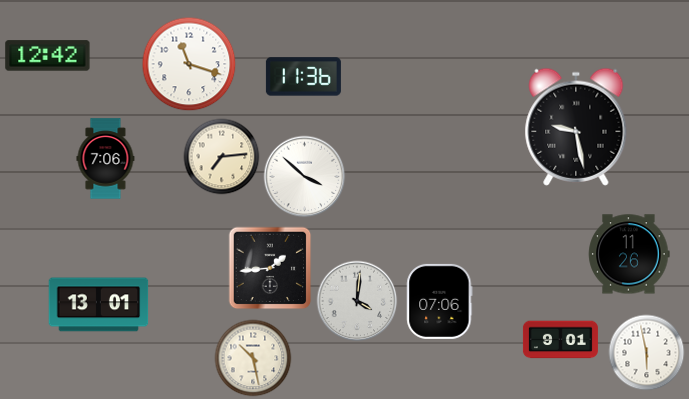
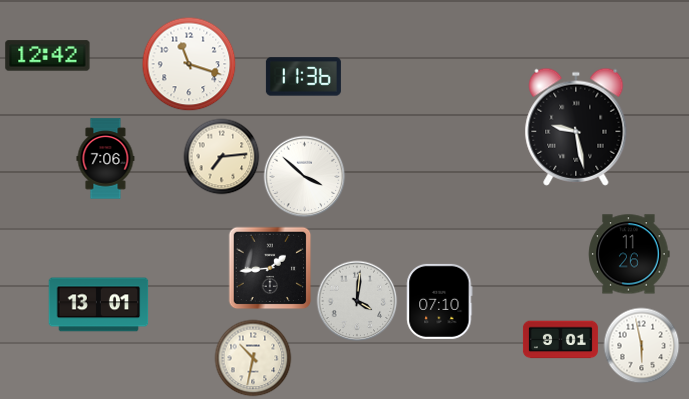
clock at (440, 301): 07:06 -> 07:10
clock at (647, 353) position: (647, 353) -> (642, 346)
clock at (253, 358): 10:28 -> 10:32
